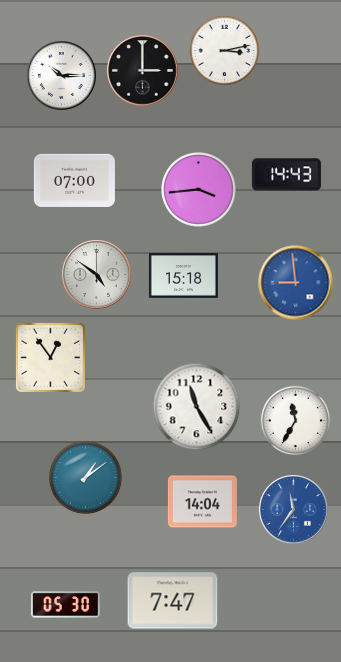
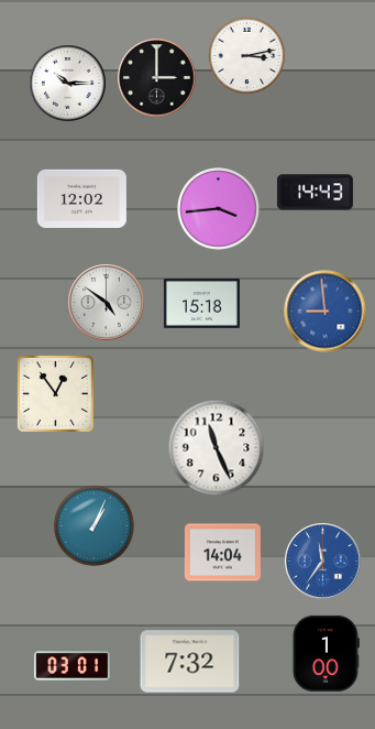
clock at (74, 180): 07:00 -> 12:02
clock at (197, 407): 11:25 -> 11:26
clock at (296, 421): 11:35 -> none
clock at (85, 477): 1:09 -> 1:04
clock at (326, 653): none -> 1:00
clock at (173, 601): 7:47 -> 7:32
clock at (65, 605): 05:30 -> 03:01
